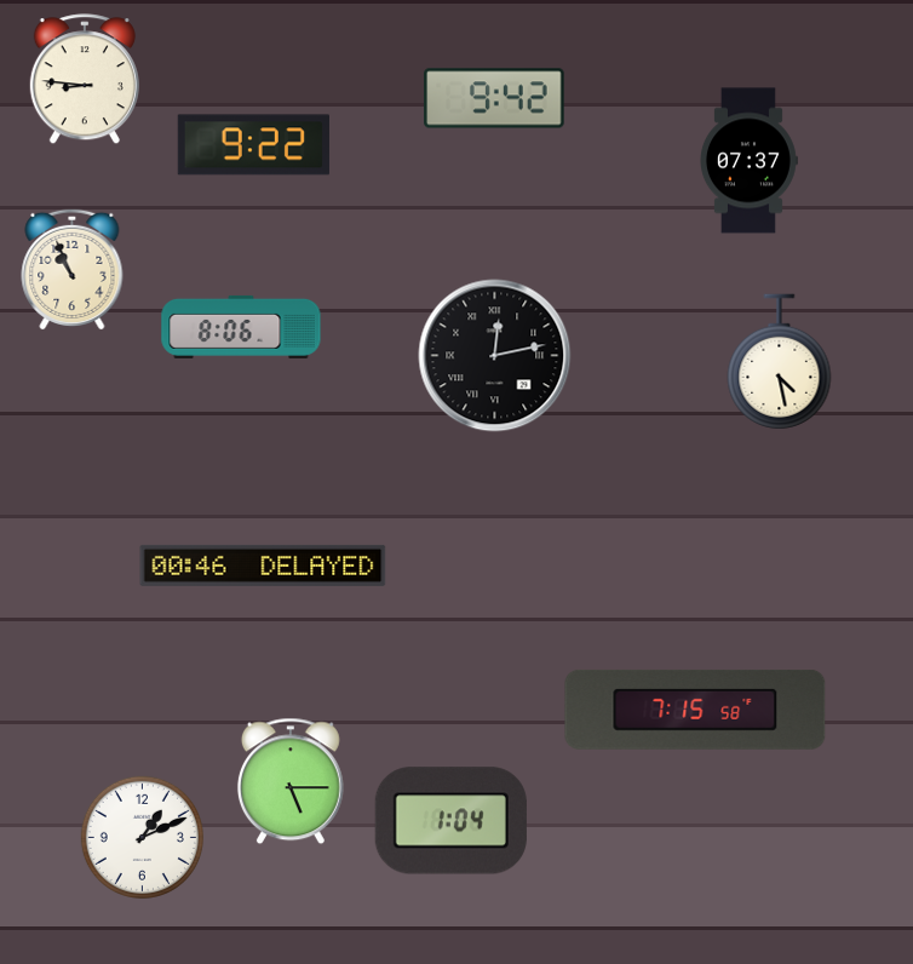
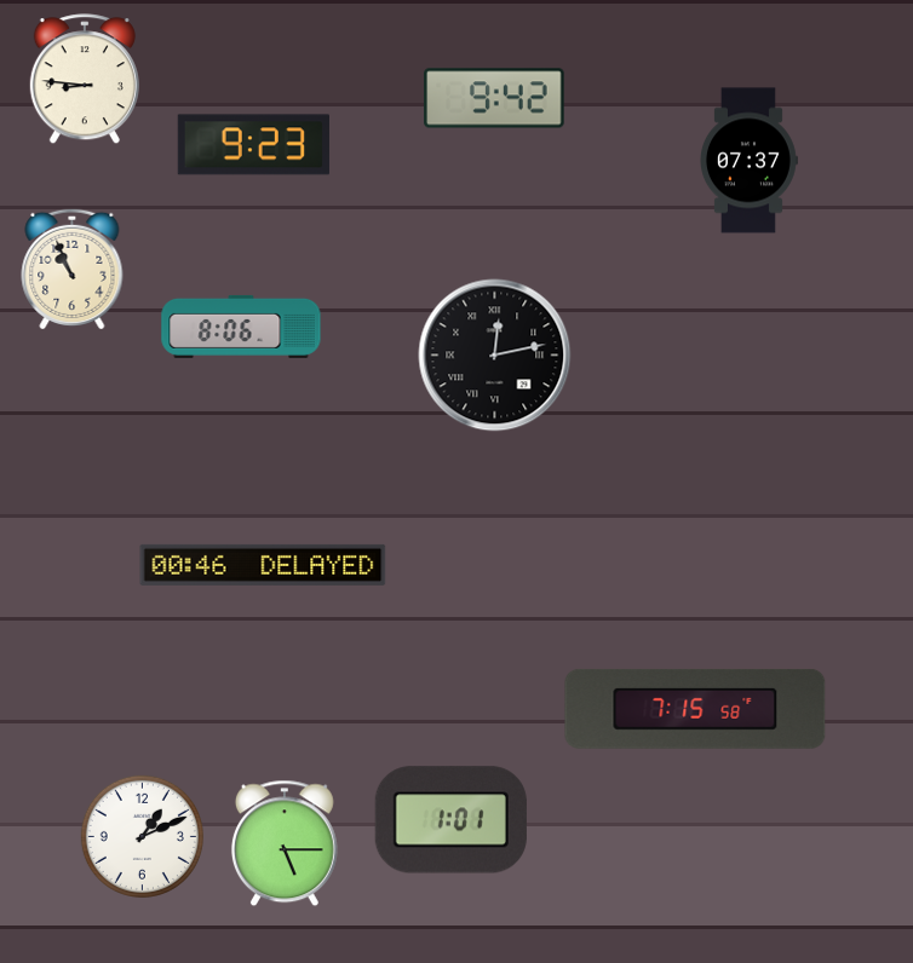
clock at (253, 145): 9:22 -> 9:23
clock at (780, 362): 4:28 -> none
clock at (291, 781) position: (291, 781) -> (285, 843)
clock at (450, 821): 1:04 -> 1:01
